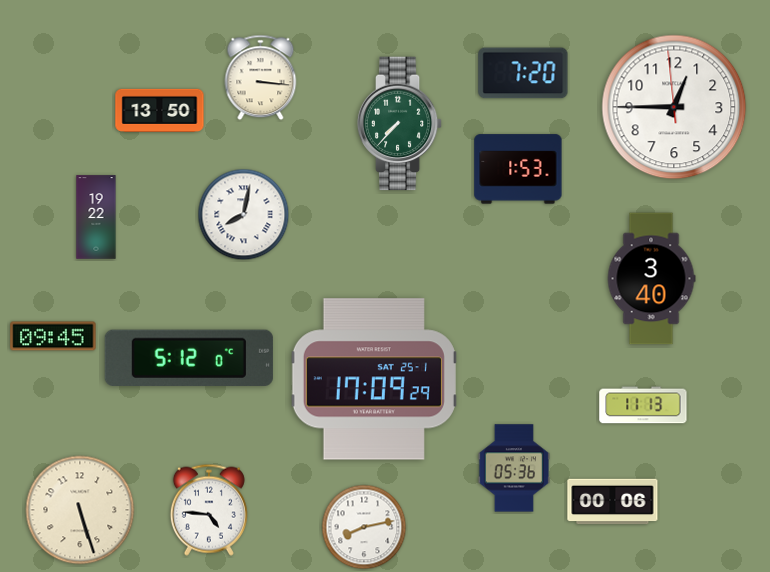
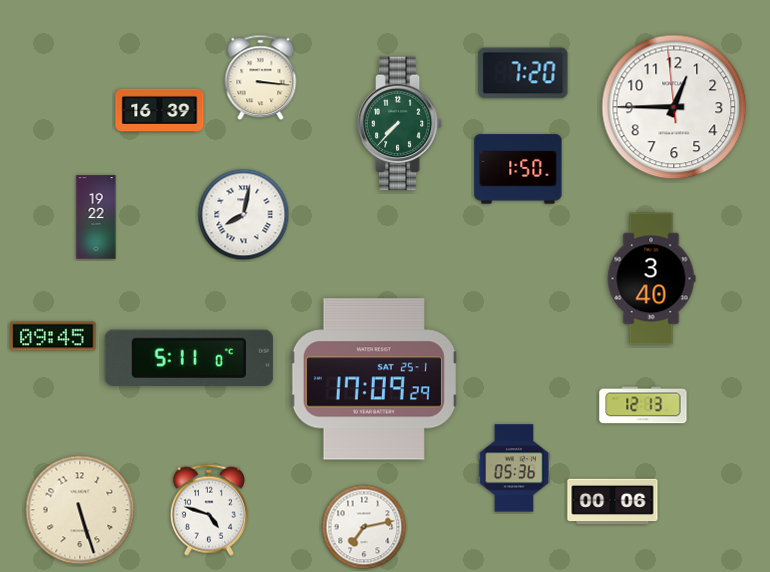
clock at (160, 110): 13:50 -> 16:39
clock at (518, 169): 1:53 -> 1:50
clock at (189, 358): 5:12 -> 5:11
clock at (643, 405): 11:13 -> 12:13
clock at (209, 510): 4:46 -> 4:48
clock at (364, 527): 8:13 -> 7:13
